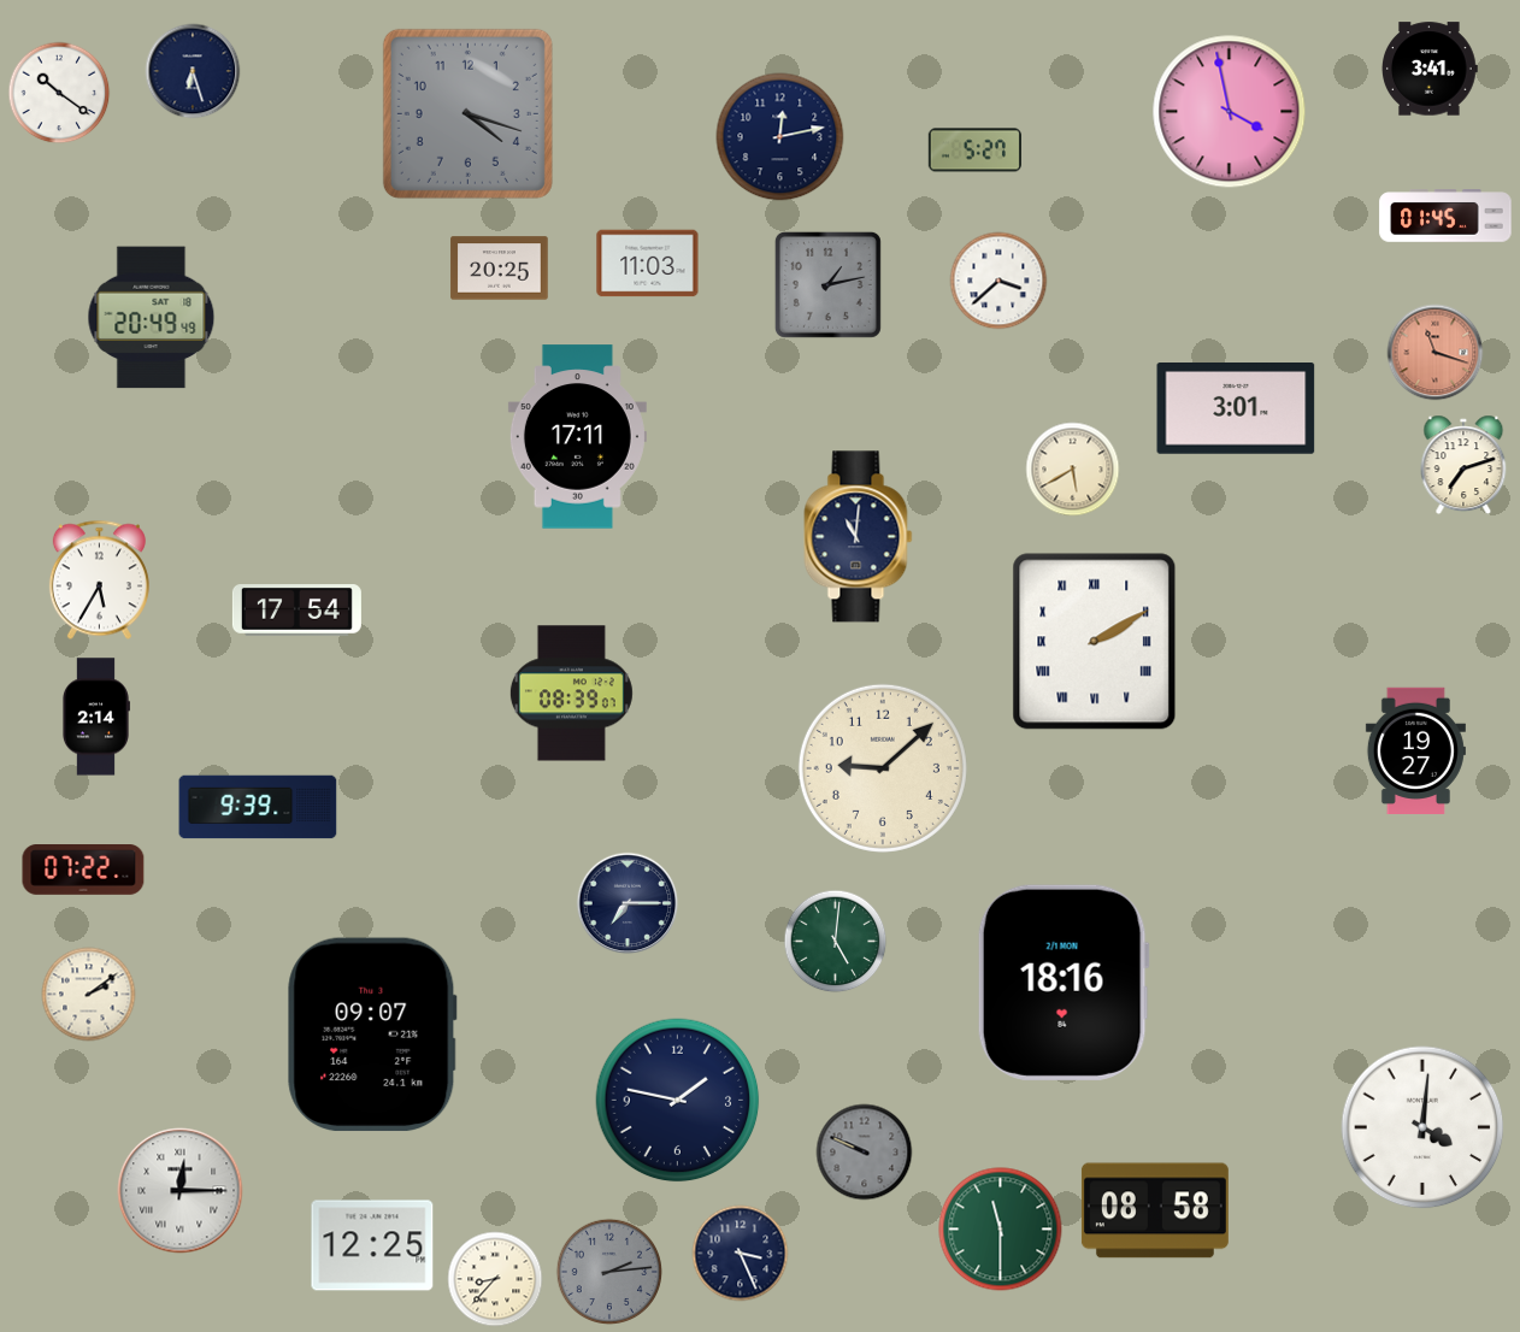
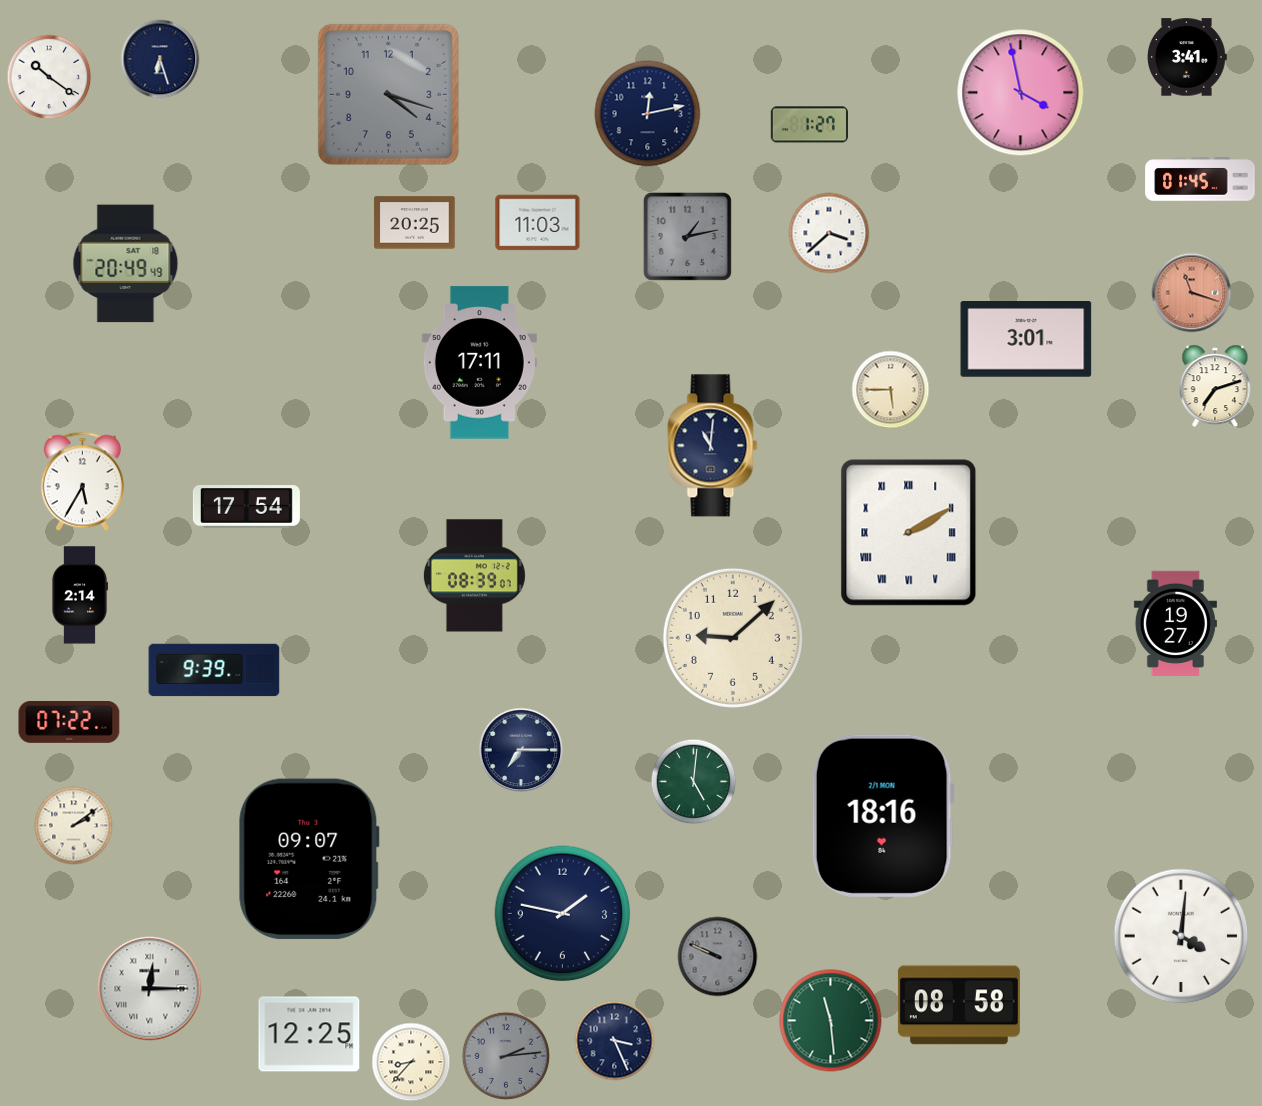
clock at (974, 151): 5:27 -> 1:27
clock at (648, 264) position: (648, 264) -> (538, 223)
clock at (1073, 470): 5:40 -> 5:45
clock at (1001, 1230): 11:30 -> 11:29
